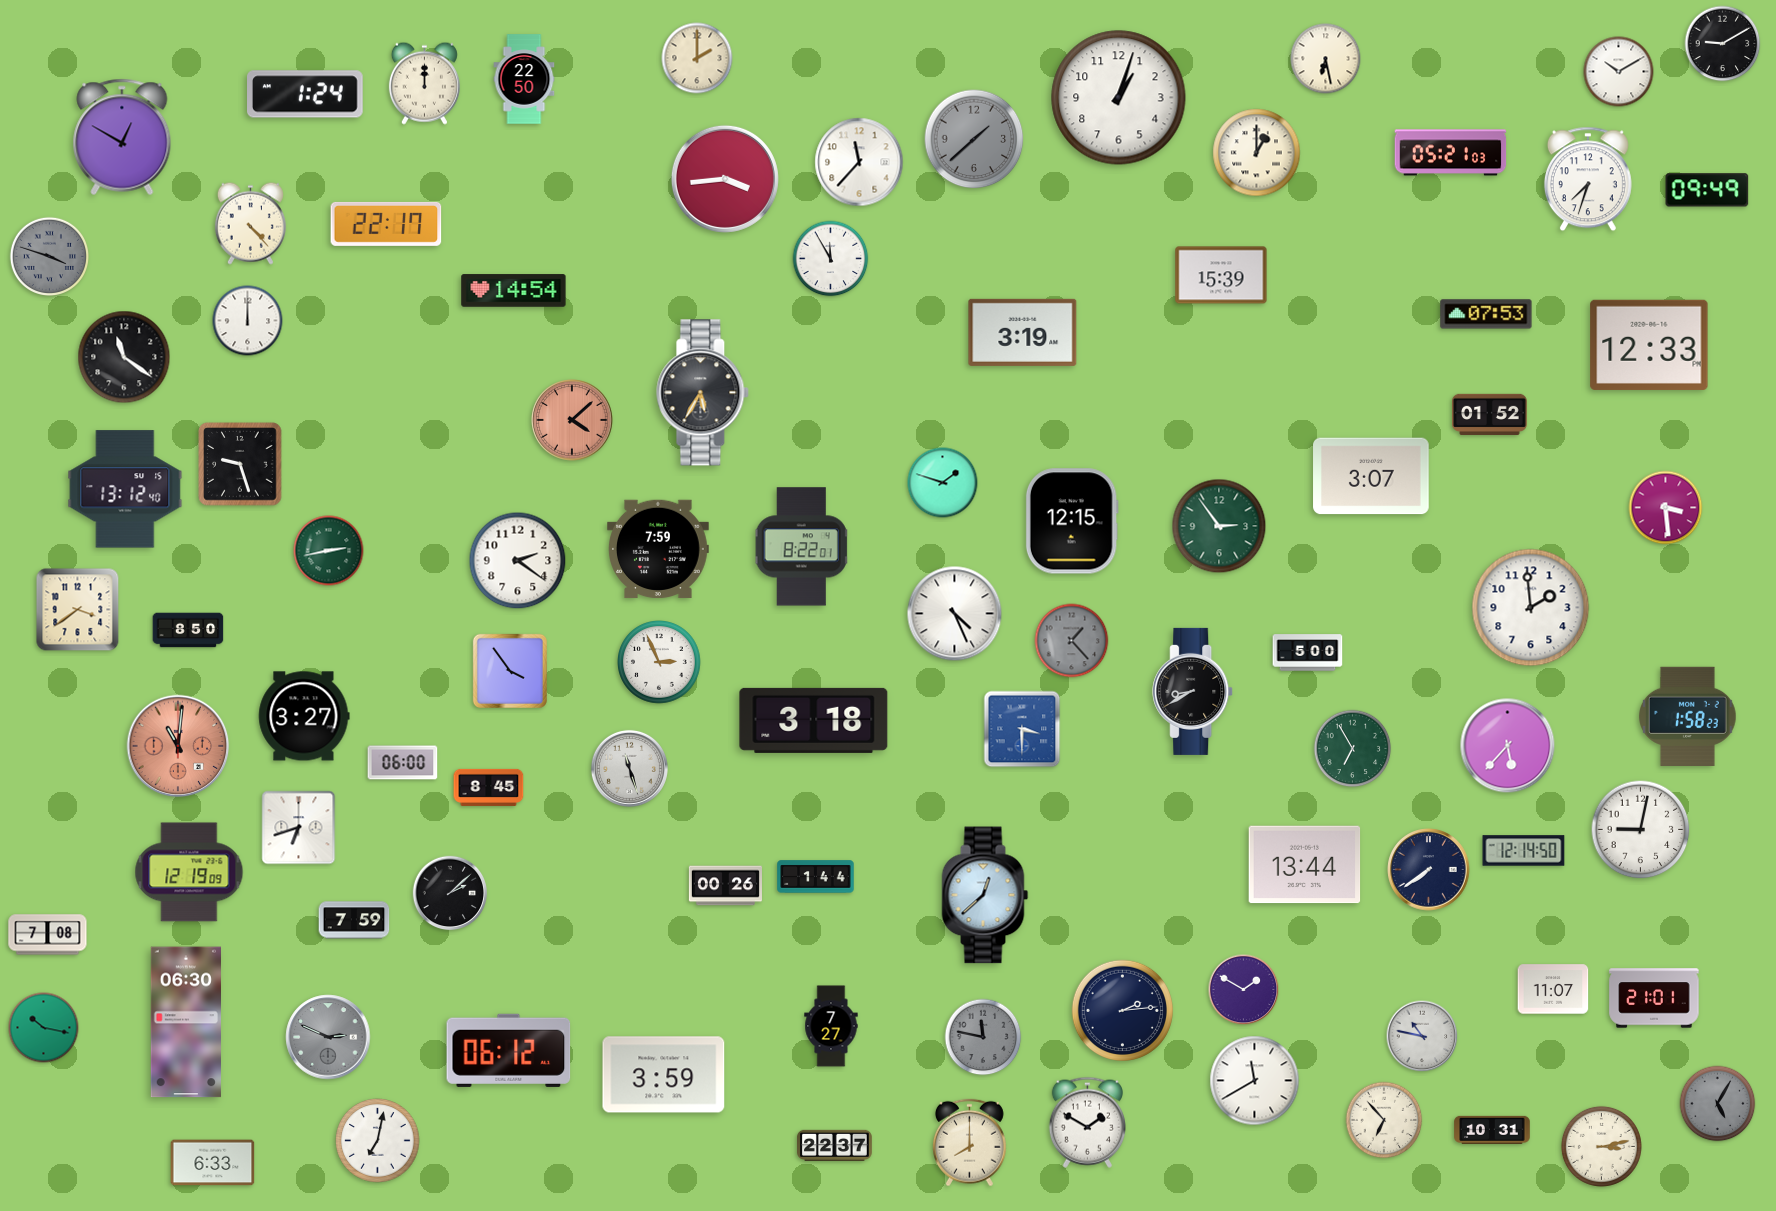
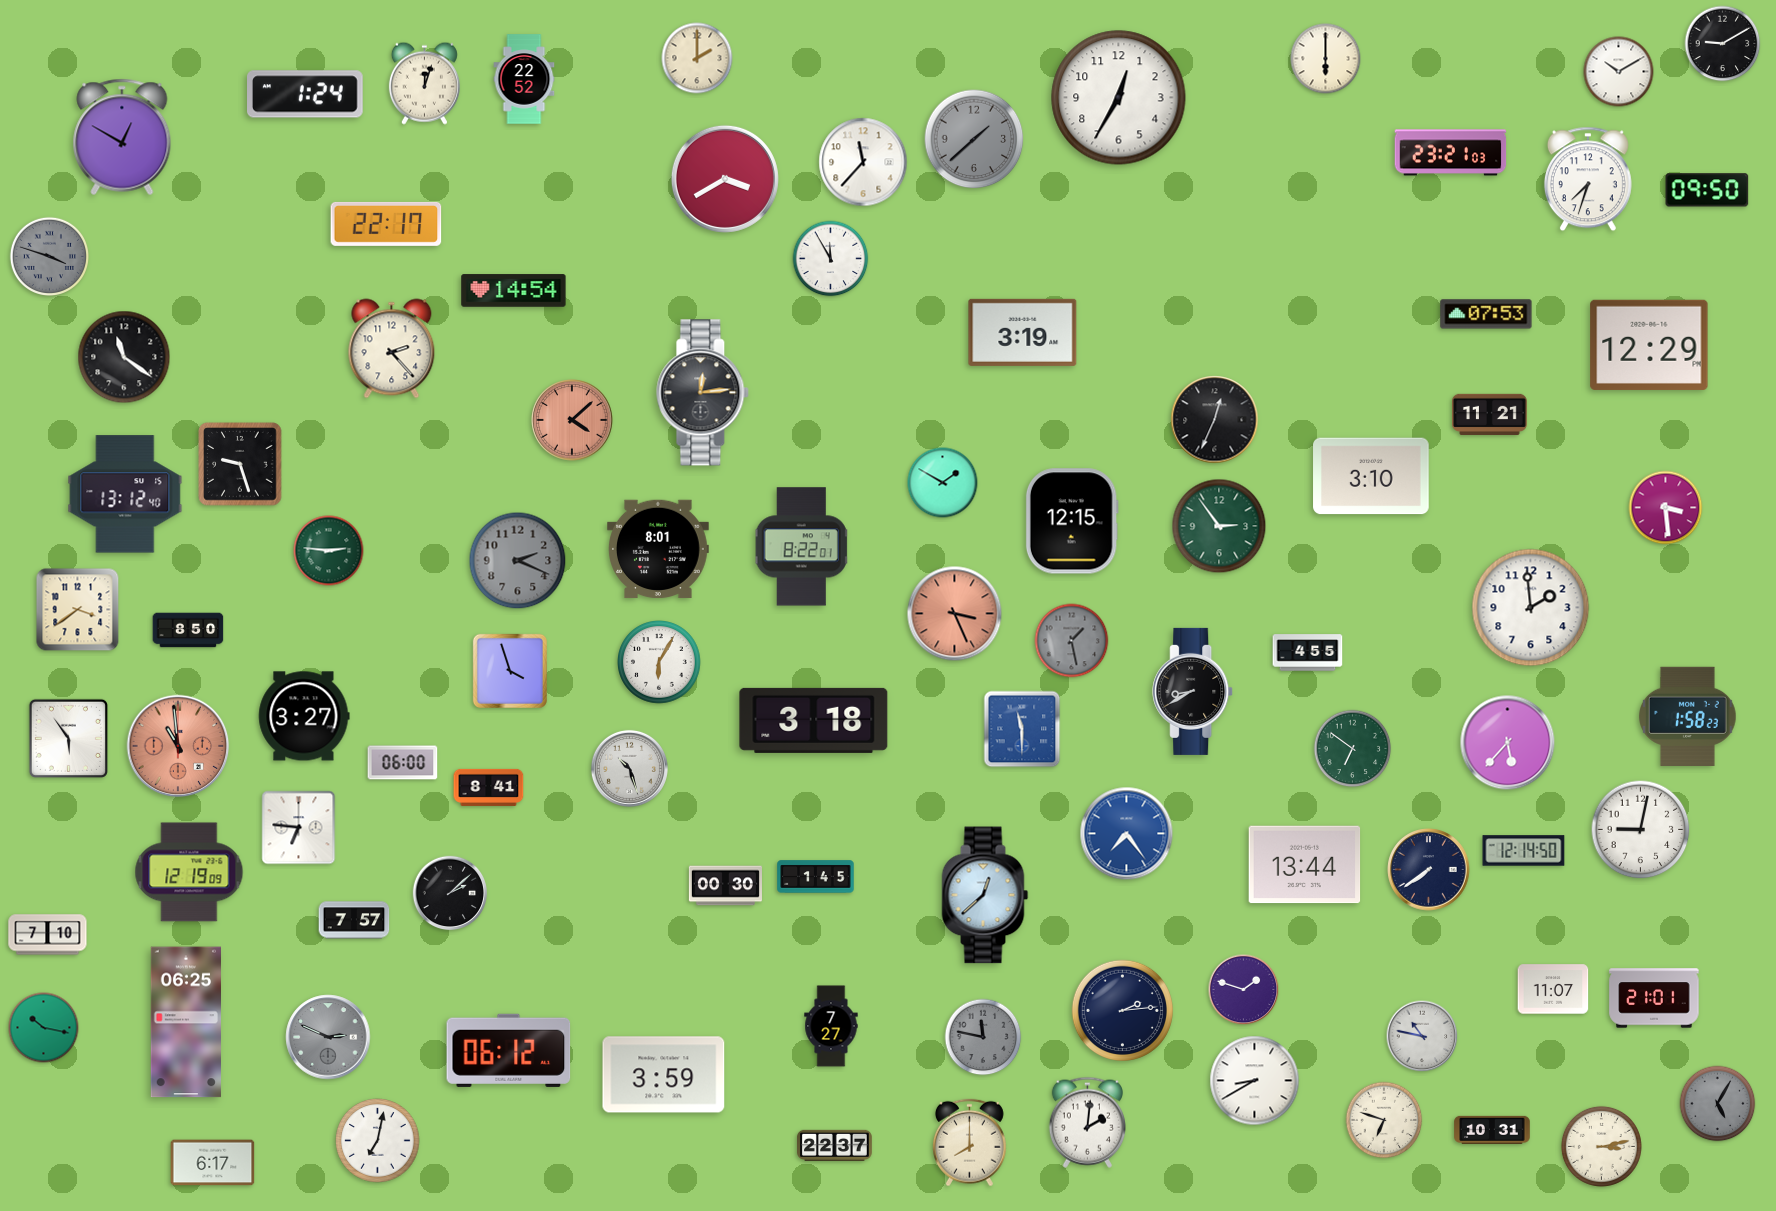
clock at (1326, 59): 6:28 -> 6:00
clock at (524, 79): 22:50 -> 22:52
clock at (424, 83): 12:00 -> 12:03
clock at (1119, 98): 1:03 -> 12:35
clock at (1257, 153): 1:00 -> none
clock at (1451, 153): 05:21 -> 23:21
clock at (859, 162) position: (859, 162) -> (863, 162)
clock at (725, 179): 3:44 -> 3:40
clock at (1707, 190): 09:49 -> 09:50
clock at (250, 223): 4:23 -> none
clock at (1221, 275): 15:39 -> none
clock at (248, 321): 12:00 -> none
clock at (1649, 345): 12:33 -> 12:29
clock at (392, 349): none -> 2:23
clock at (703, 393): 5:35 -> 12:14
clock at (1490, 414): 01:52 -> 11:21
clock at (1215, 420): none -> 12:34
clock at (1371, 476): 3:07 -> 3:10
clock at (943, 483): 1:48 -> 1:50
clock at (125, 489) position: (125, 489) -> (125, 494)
clock at (659, 549): 7:59 -> 8:01
clock at (329, 551): 2:43 -> 2:46
clock at (518, 561): 2:21 -> 2:19
clock at (518, 561) dial: white -> grey
clock at (955, 614): 4:26 -> 3:26
clock at (955, 614) dial: white -> salmon
clock at (1072, 641): 1:23 -> 1:28
clock at (1308, 653): 5:00 -> 4:55
clock at (660, 663): 2:56 -> 6:05
clock at (510, 671): 3:54 -> 3:57
clock at (1022, 729): 3:30 -> 11:30
clock at (68, 738): none -> 5:54
clock at (178, 746): 11:01 -> 10:59
clock at (1508, 746) position: (1508, 746) -> (1508, 743)
clock at (1353, 749): 6:55 -> 6:51
clock at (629, 768): 11:27 -> 10:27
clock at (489, 787): 8:45 -> 8:41
clock at (299, 828): 6:42 -> 6:46
clock at (1127, 834): none -> 7:24
clock at (816, 877): 1:44 -> 1:45
clock at (725, 886): 00:26 -> 00:30
clock at (354, 920): 7:59 -> 7:57
clock at (48, 935): 7:08 -> 7:10
clock at (1244, 990): 1:50 -> 1:48
clock at (185, 1022): 06:30 -> 06:25
clock at (1255, 1081): 11:40 -> 8:40
clock at (1384, 1120): 6:53 -> 6:48
clock at (1087, 1122): 1:50 -> 2:01
clock at (213, 1163): 6:33 -> 6:17
